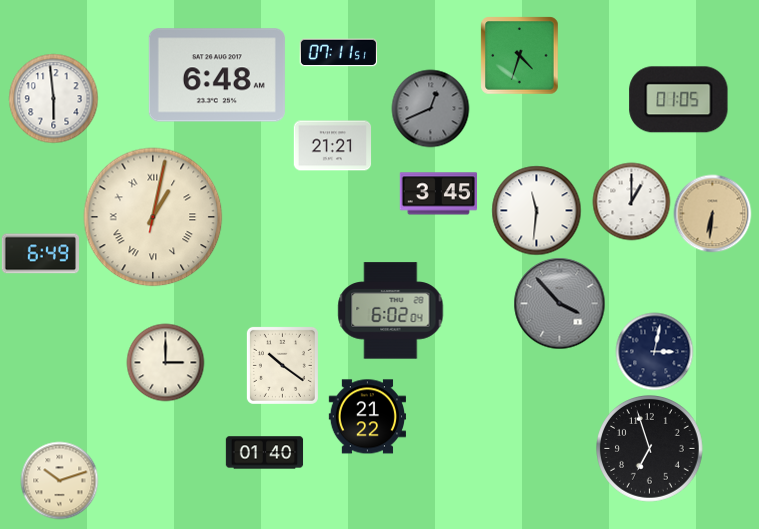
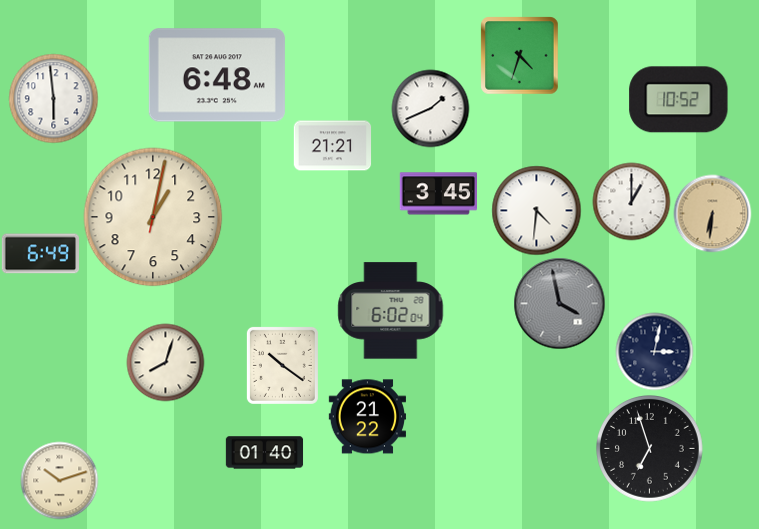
clock at (338, 53): 07:11 -> none
clock at (679, 100): 01:05 -> 10:52
clock at (430, 108): 12:41 -> 1:41
clock at (430, 108) dial: grey -> white
clock at (536, 210): 11:31 -> 4:31
clock at (153, 217) numerals: Roman -> Arabic
clock at (559, 303): 3:53 -> 3:58
clock at (165, 362): 3:00 -> 8:03
